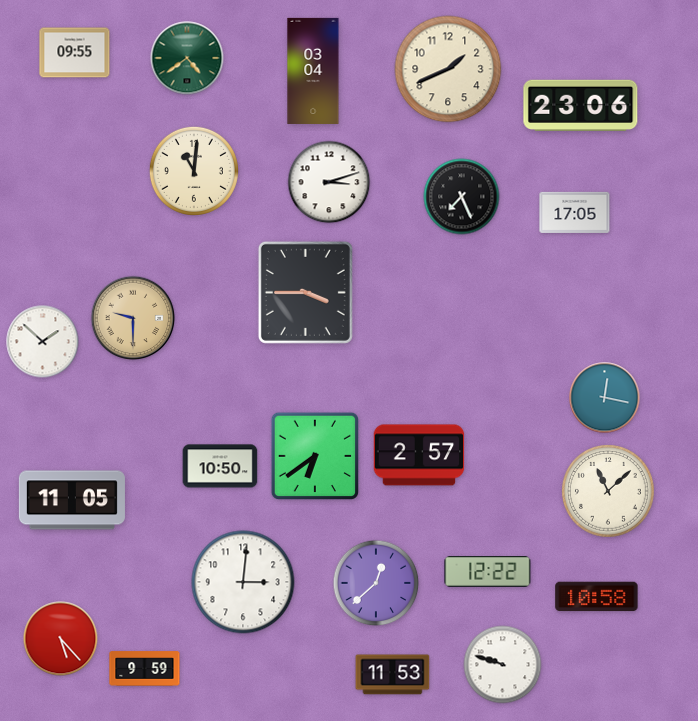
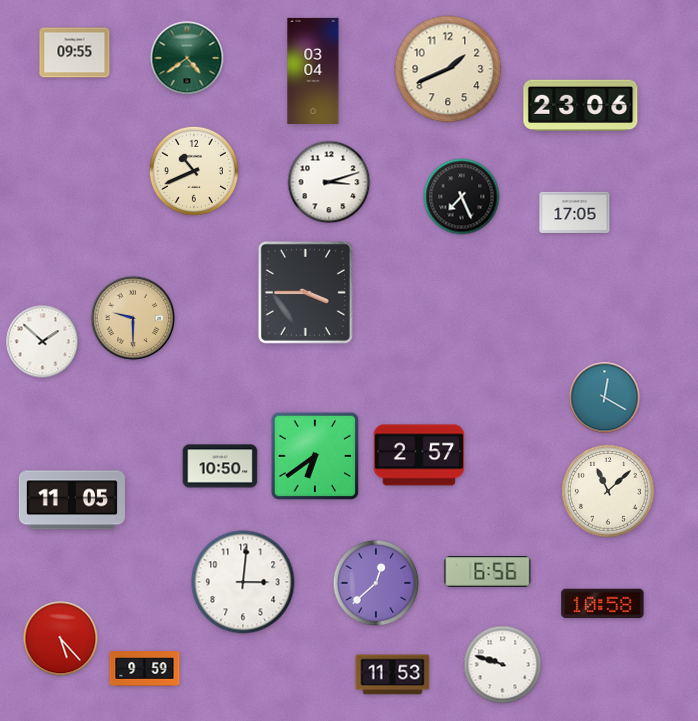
clock at (194, 171): 11:01 -> 10:41
clock at (605, 398): 12:17 -> 12:20
clock at (488, 572): 12:22 -> 6:56
clock at (597, 597) position: (597, 597) -> (603, 604)
